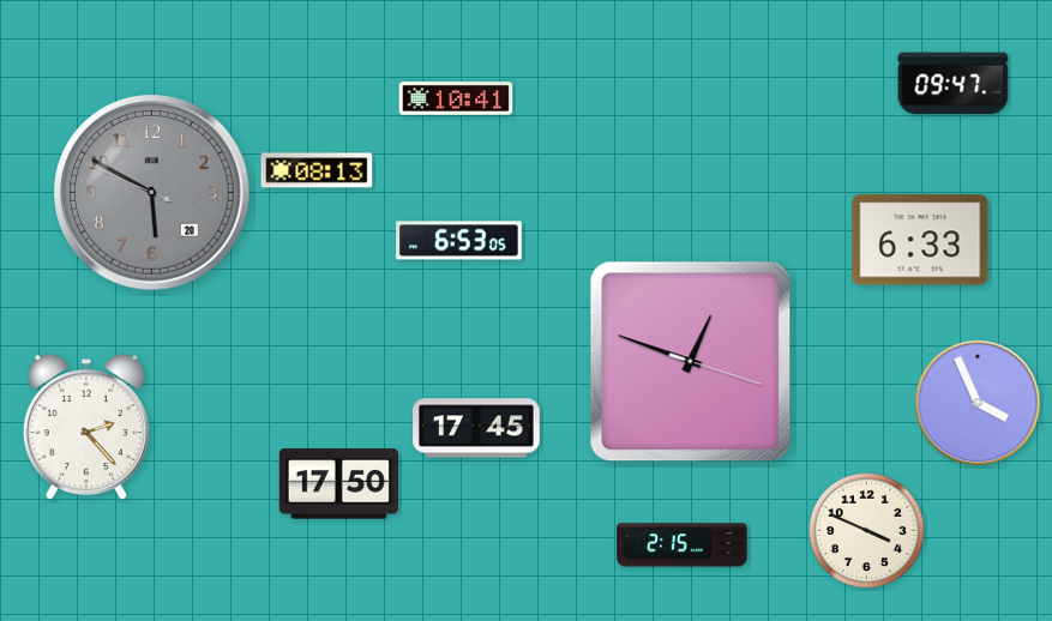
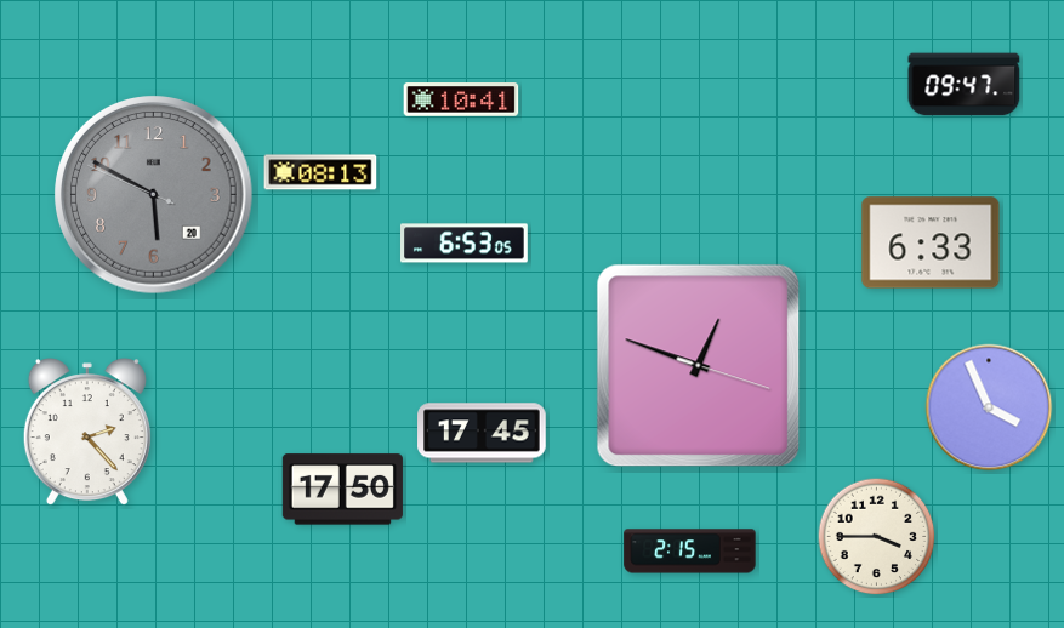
clock at (867, 531): 3:49 -> 3:45
